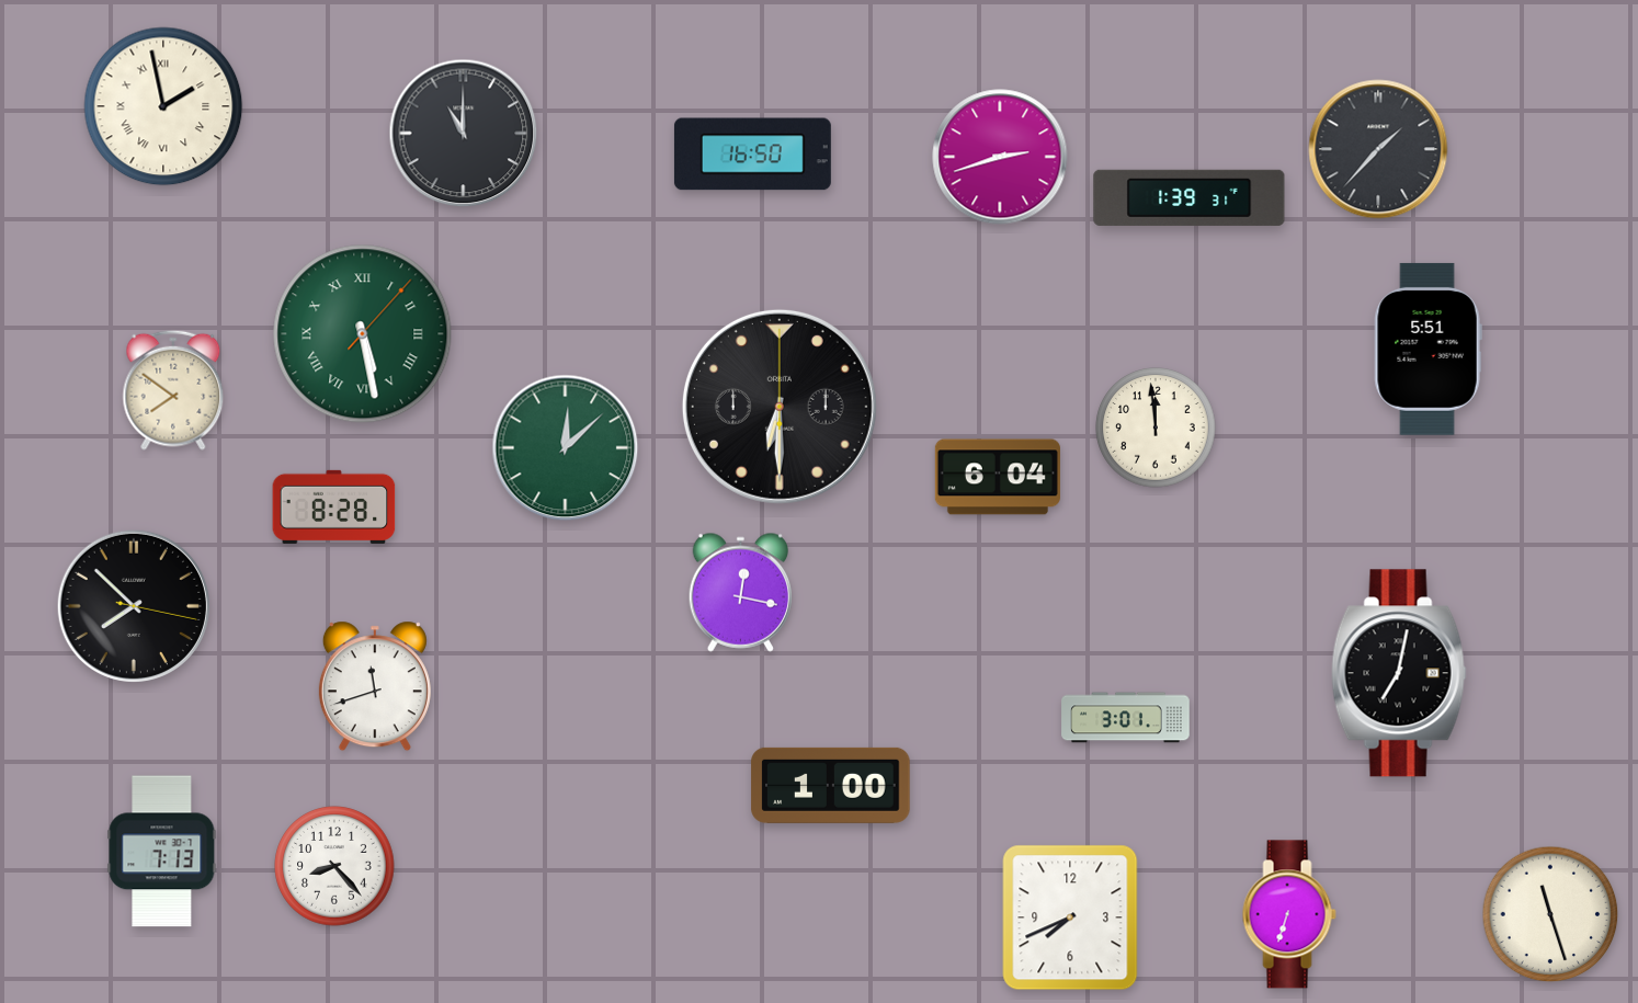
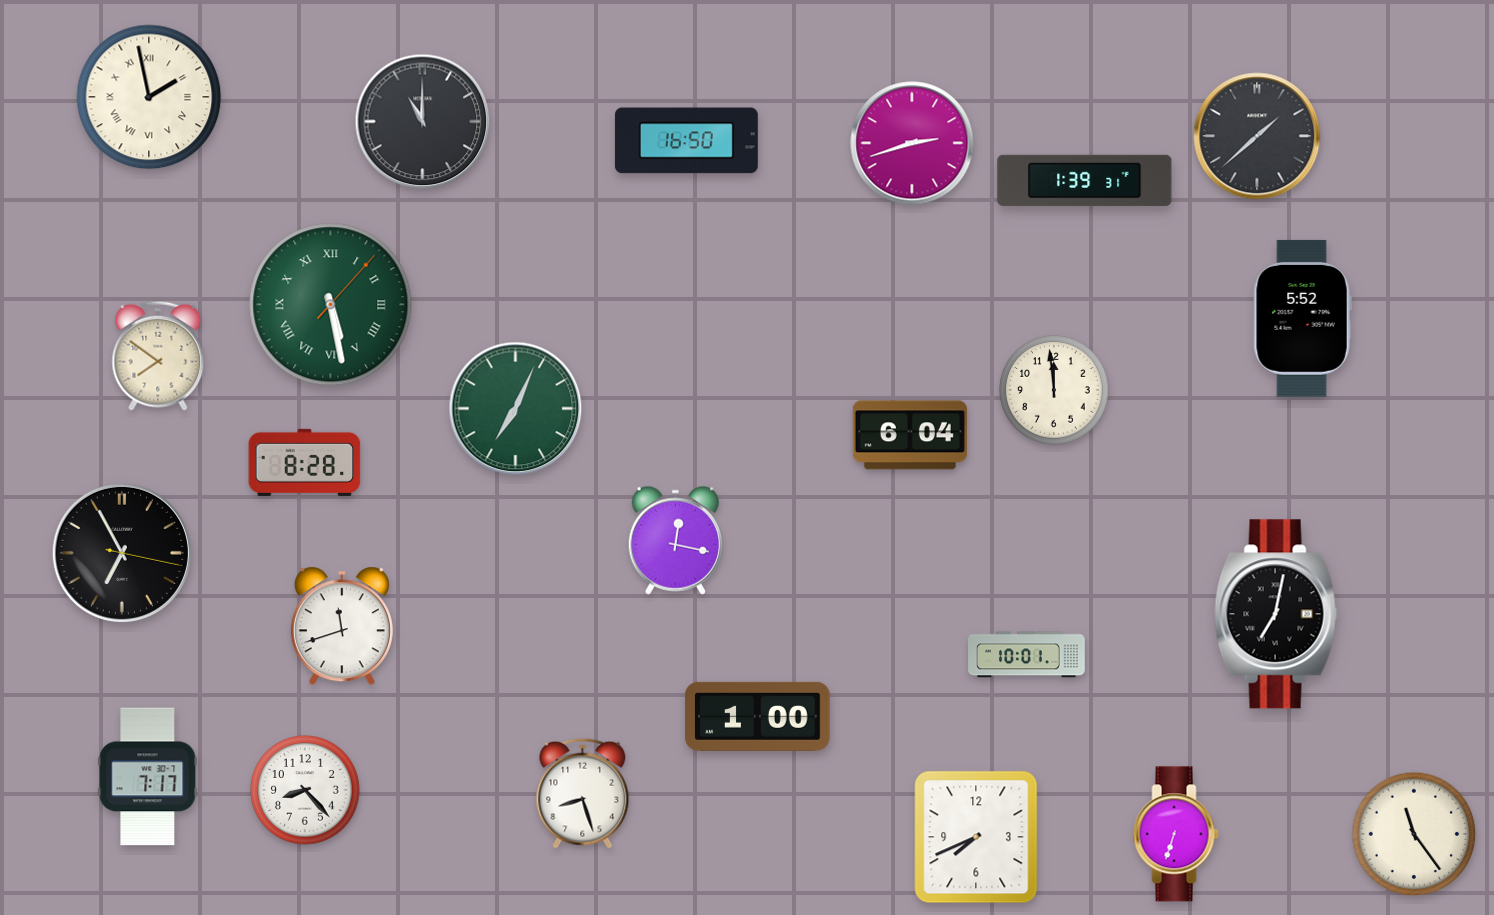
clock at (1378, 149): 1:37 -> 1:38
clock at (1427, 349): 5:51 -> 5:52
clock at (780, 407): 6:30 -> none
clock at (566, 448): 12:08 -> 7:04
clock at (134, 606): 7:52 -> 6:55
clock at (1126, 718): 3:01 -> 10:01
clock at (162, 852): 7:13 -> 7:17
clock at (583, 793): none -> 8:27
clock at (1550, 914): 11:27 -> 11:24
